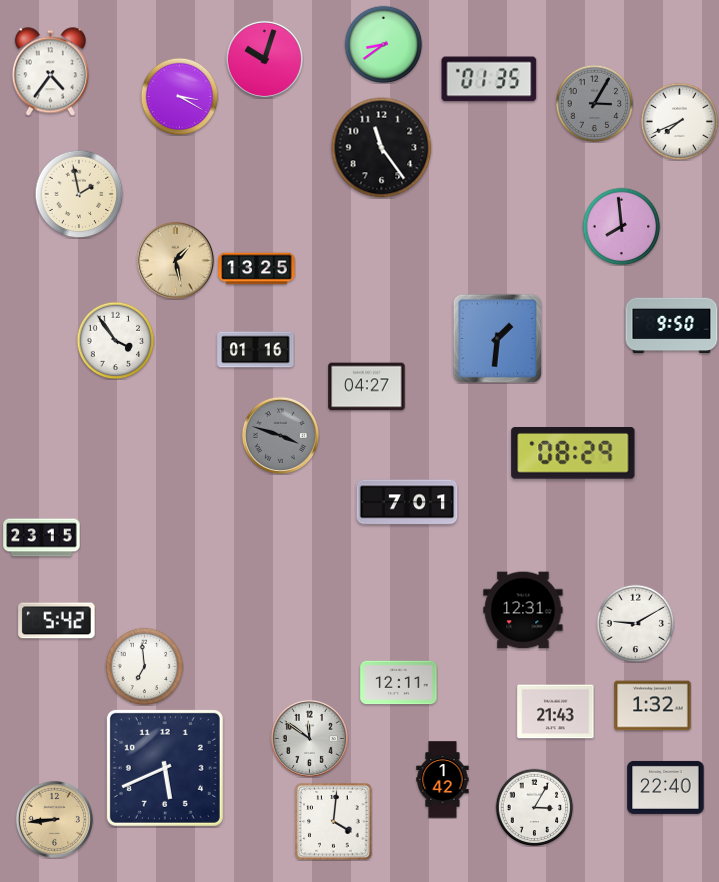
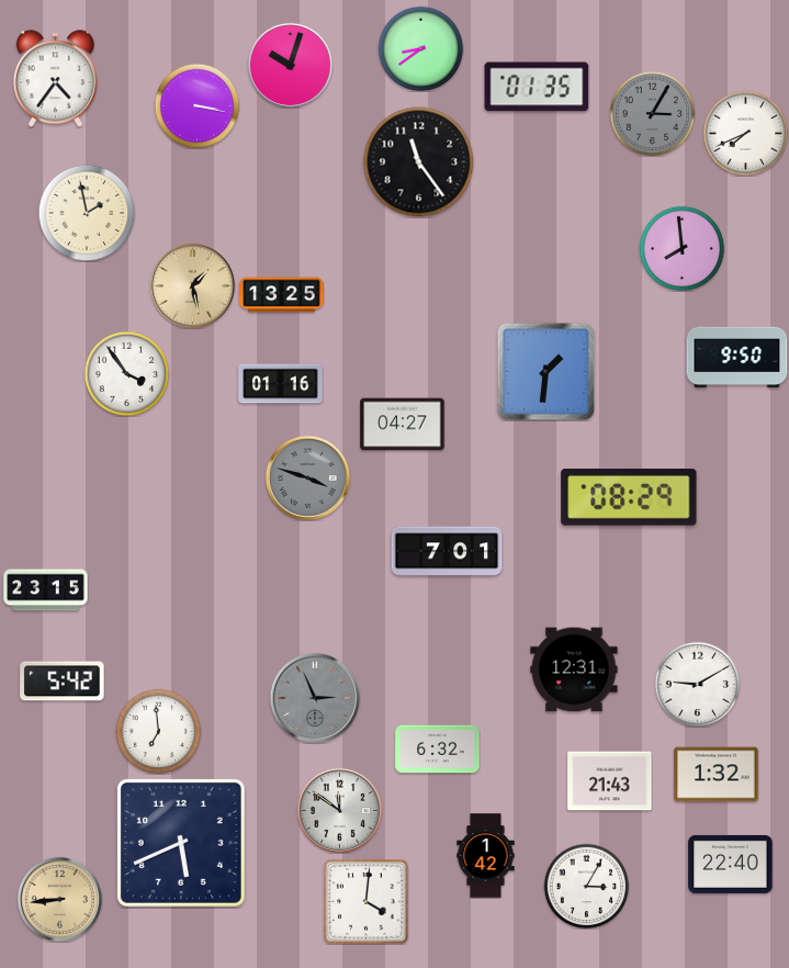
clock at (179, 96): 3:20 -> 3:17
clock at (314, 697): none -> 2:56
clock at (399, 683): 12:11 -> 6:32
